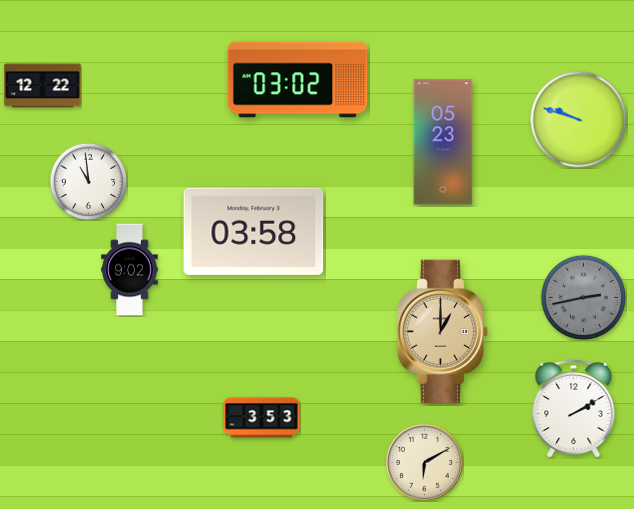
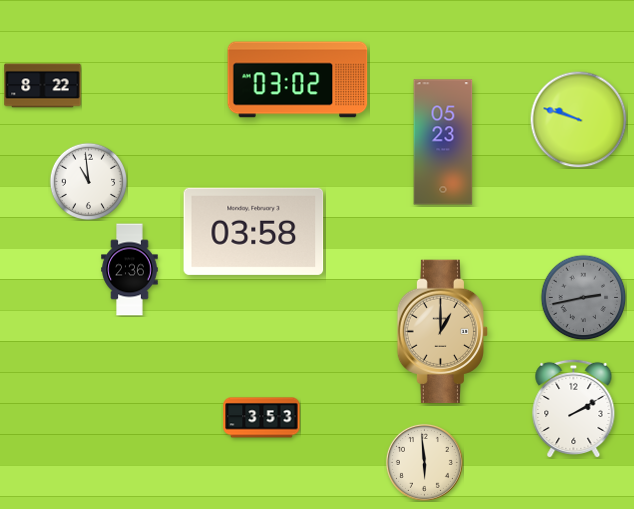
clock at (43, 86): 12:22 -> 8:22
clock at (130, 270): 9:02 -> 2:36
clock at (424, 462): 6:10 -> 5:59
